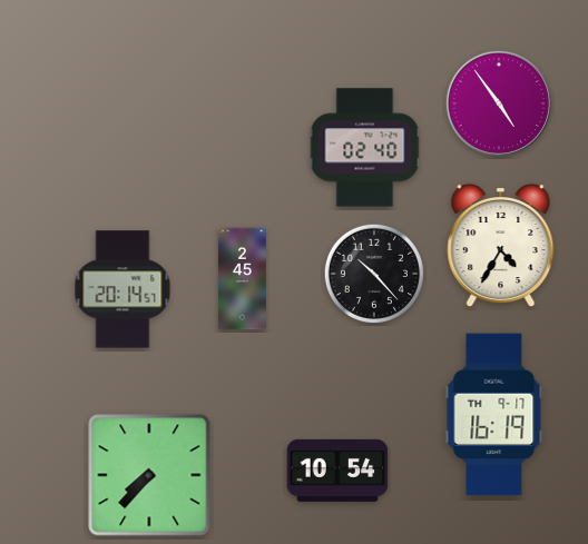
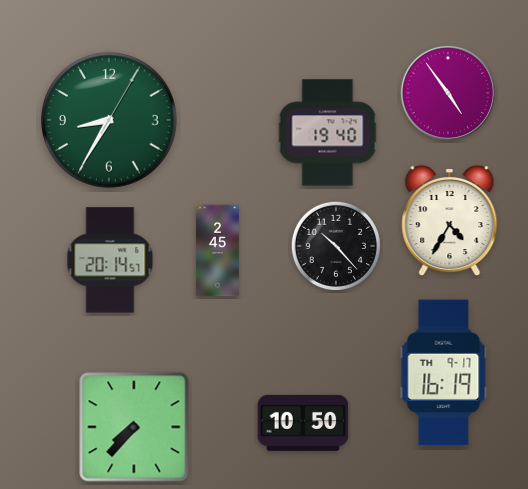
clock at (109, 120): none -> 8:35
clock at (365, 148): 02:40 -> 19:40
clock at (337, 471): 10:54 -> 10:50
